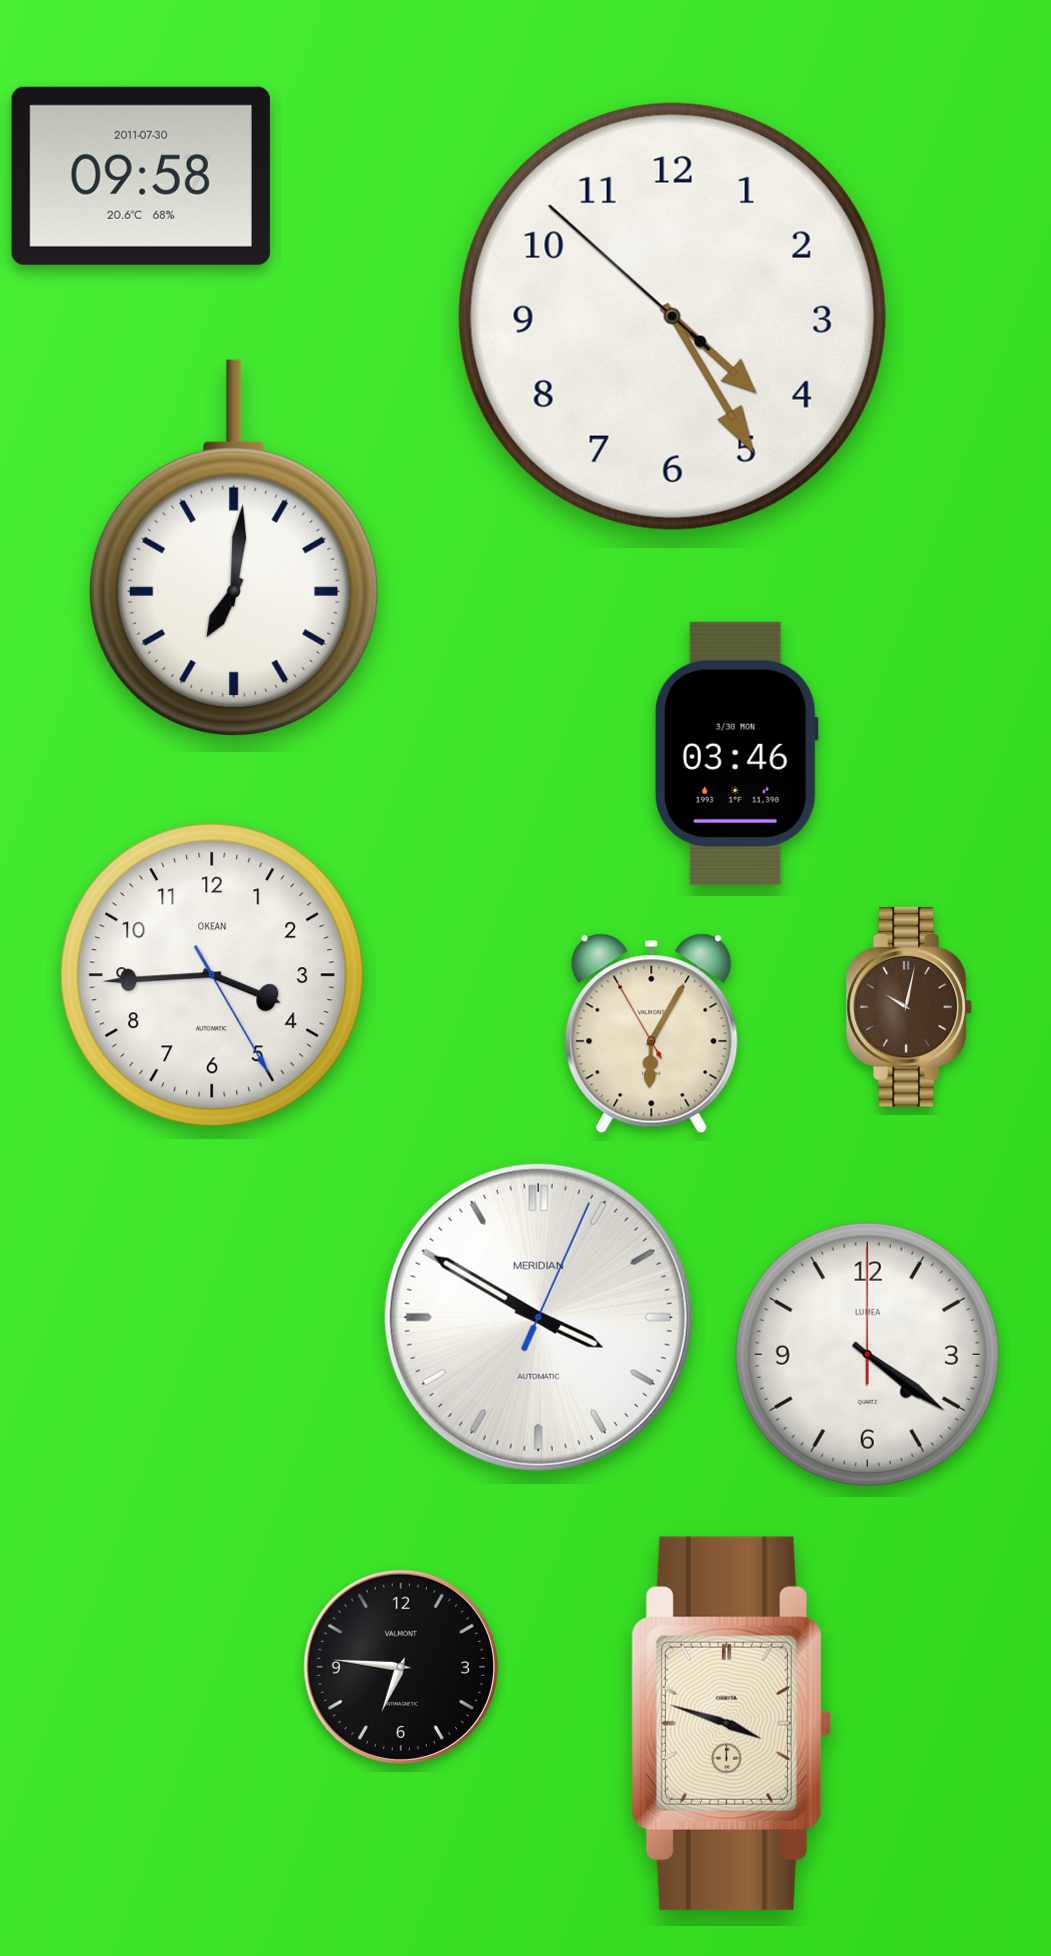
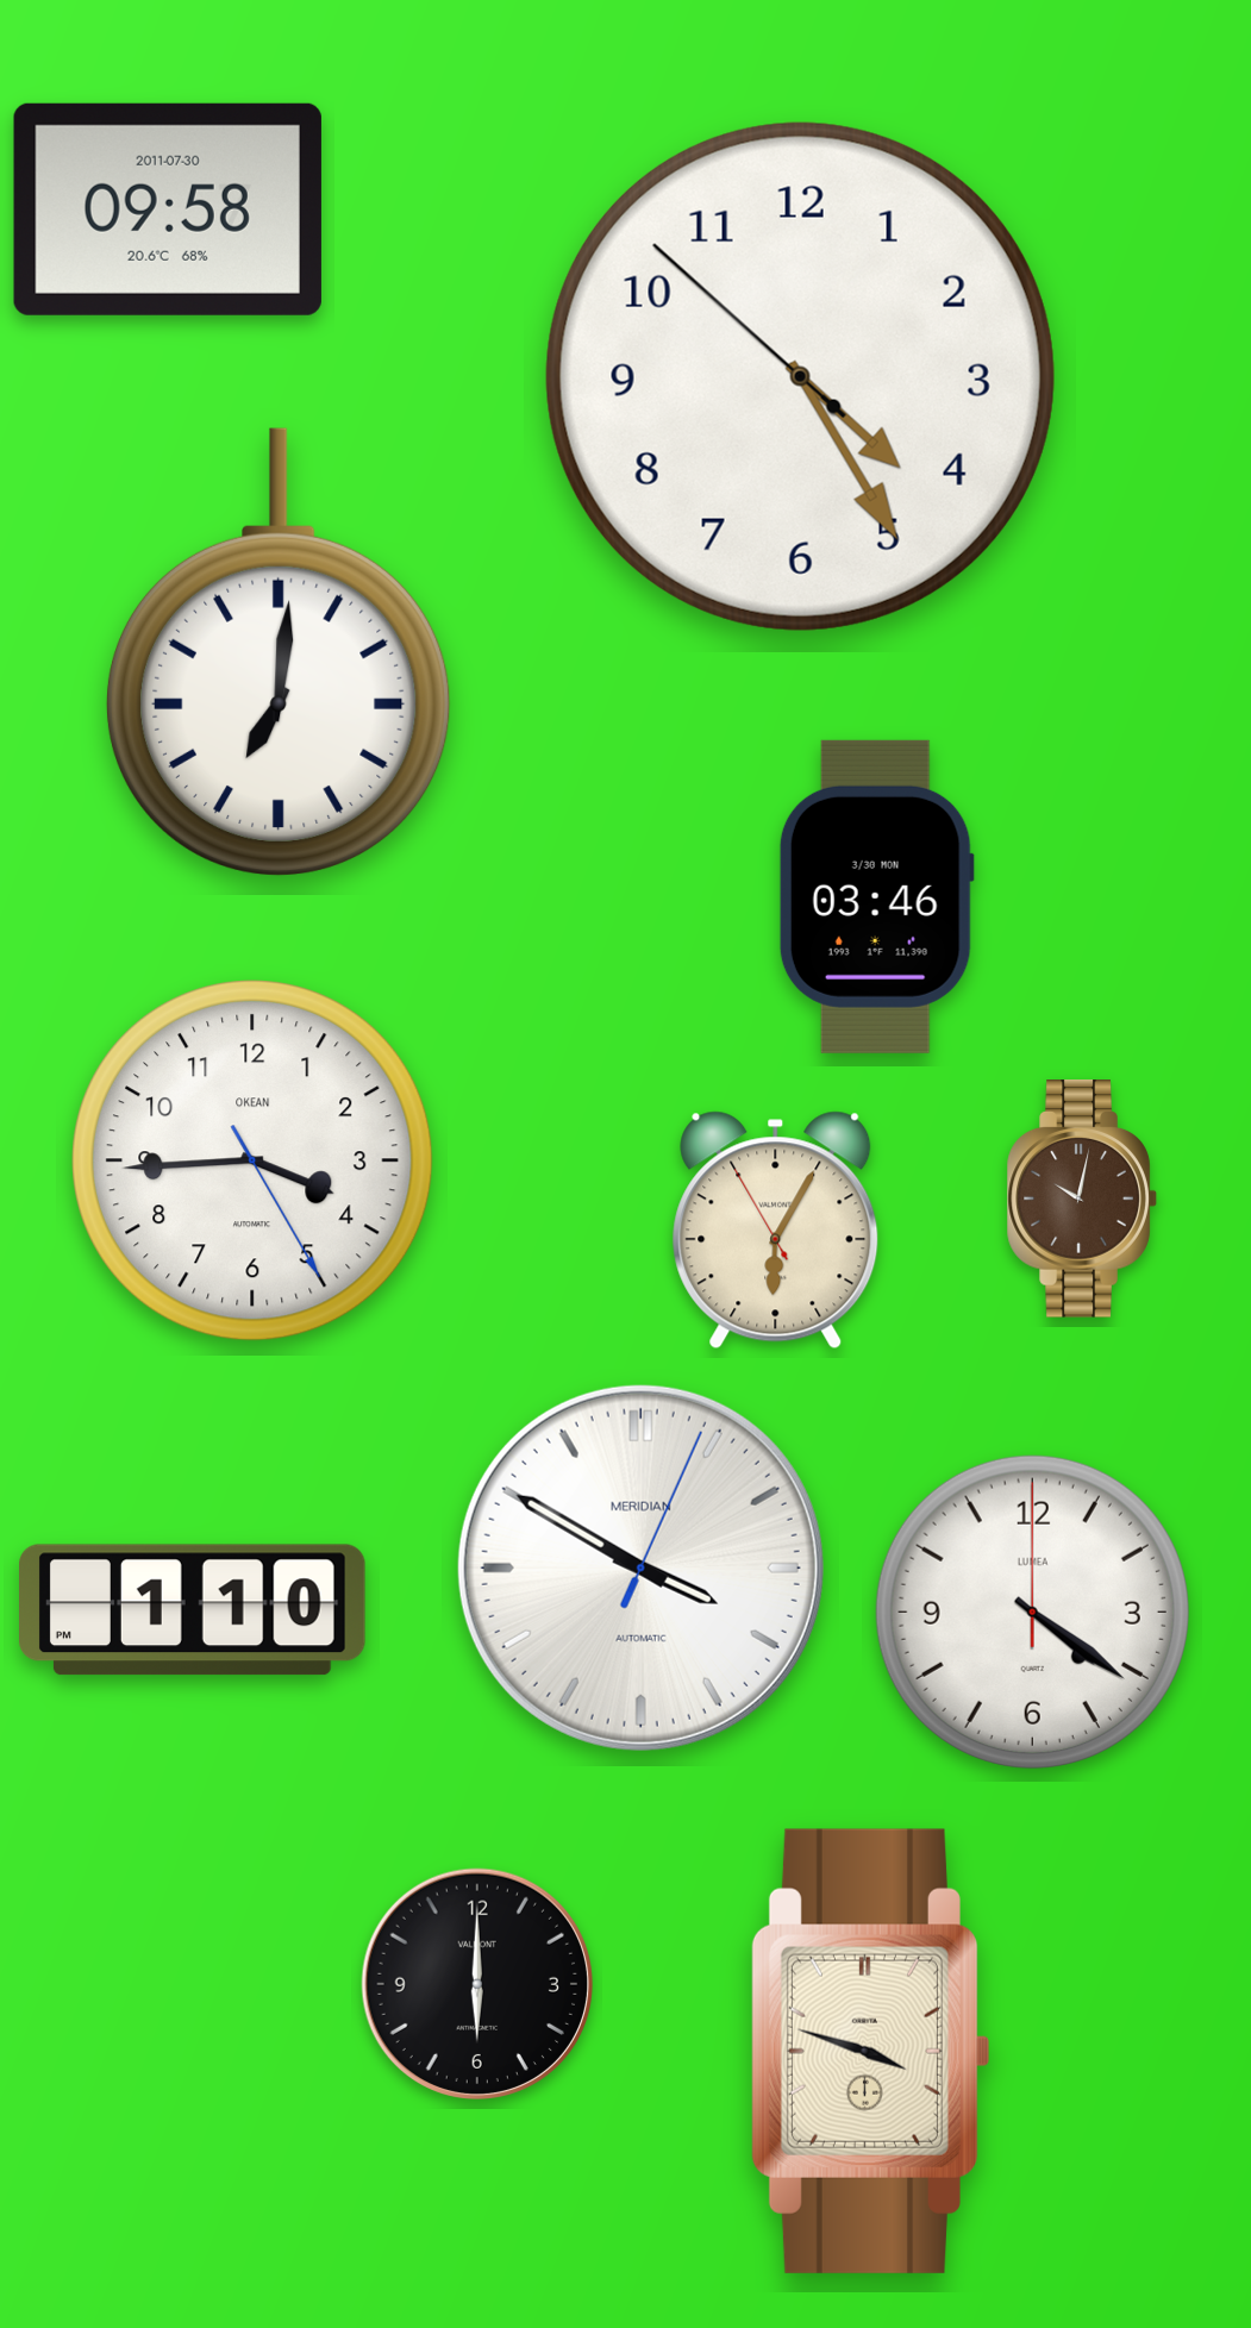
clock at (193, 1610): none -> 1:10
clock at (400, 1666): 6:46 -> 6:00
